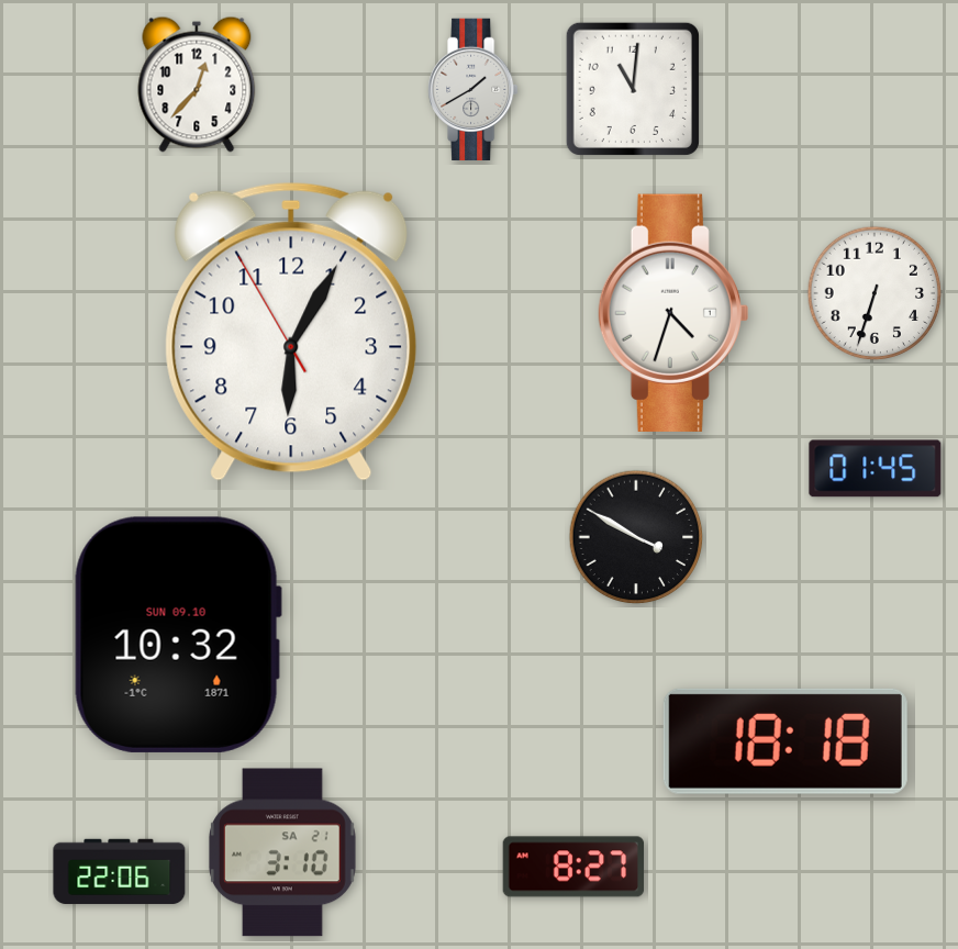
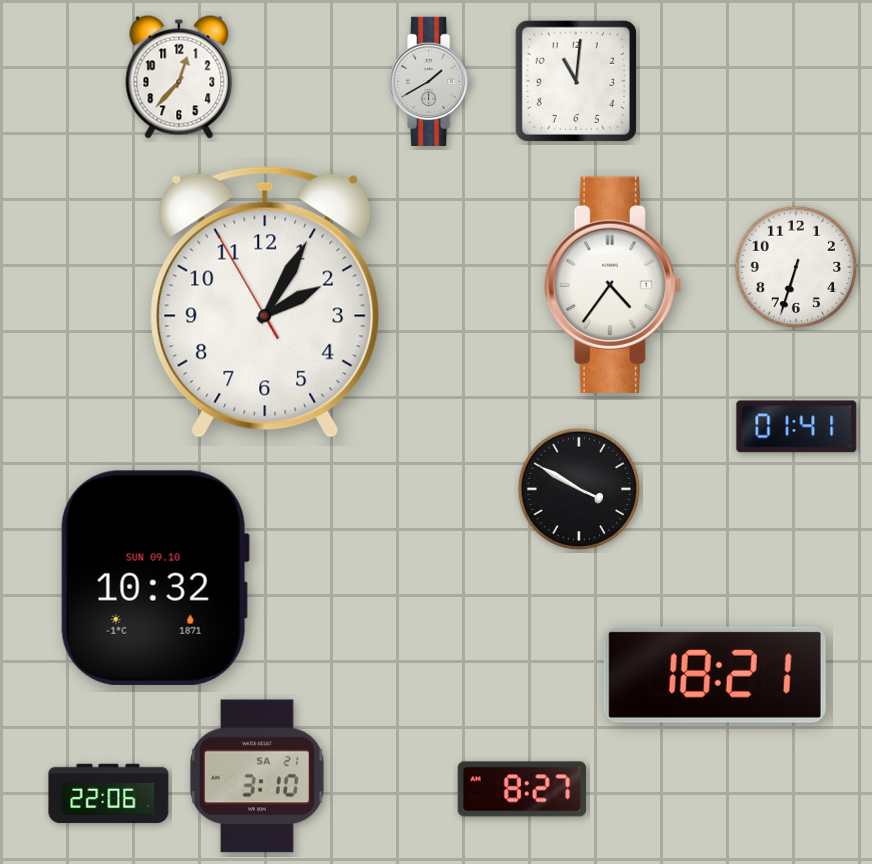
clock at (673, 313): 4:33 -> 4:36
clock at (291, 332): 6:04 -> 2:04
clock at (876, 469): 01:45 -> 01:41
clock at (178, 635) position: (178, 635) -> (155, 578)
clock at (786, 741): 18:18 -> 18:21
